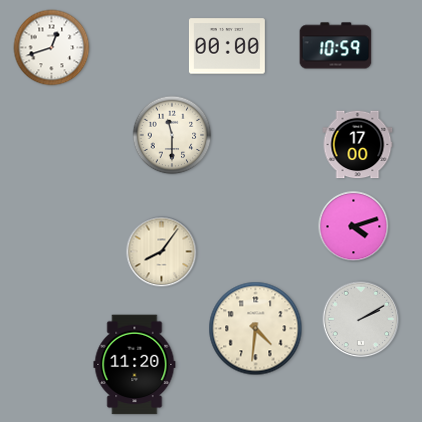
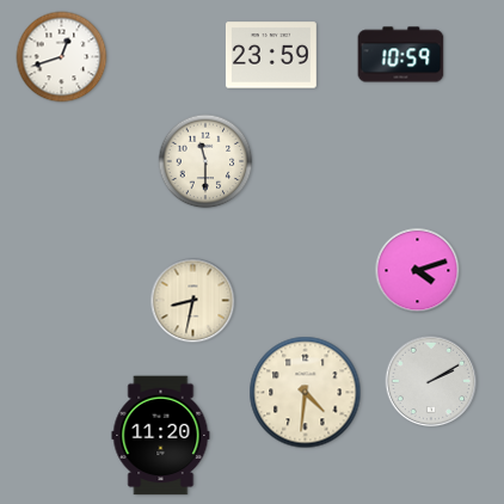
clock at (227, 46): 00:00 -> 23:59
clock at (358, 145): 17:00 -> none
clock at (354, 227) position: (354, 227) -> (418, 271)
clock at (162, 252): 8:06 -> 8:32
